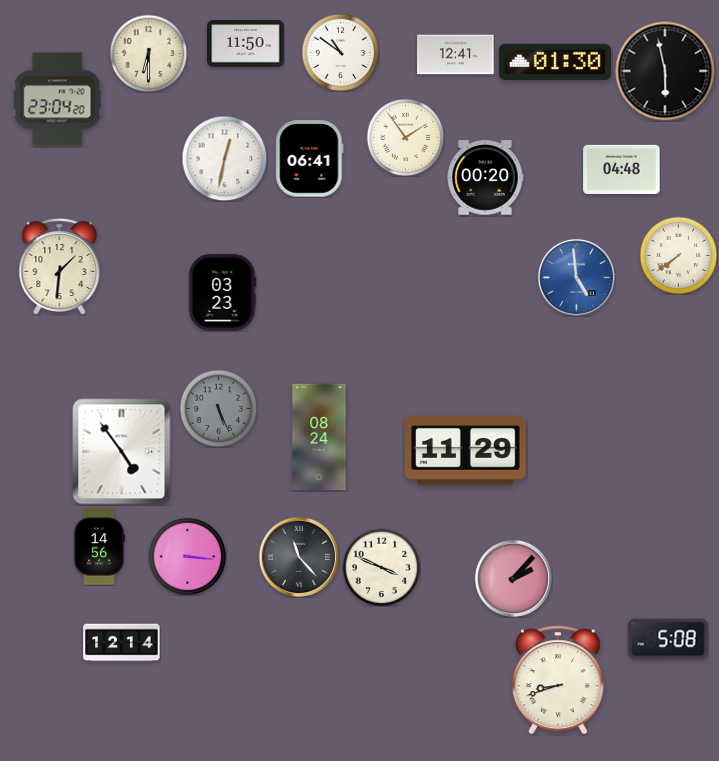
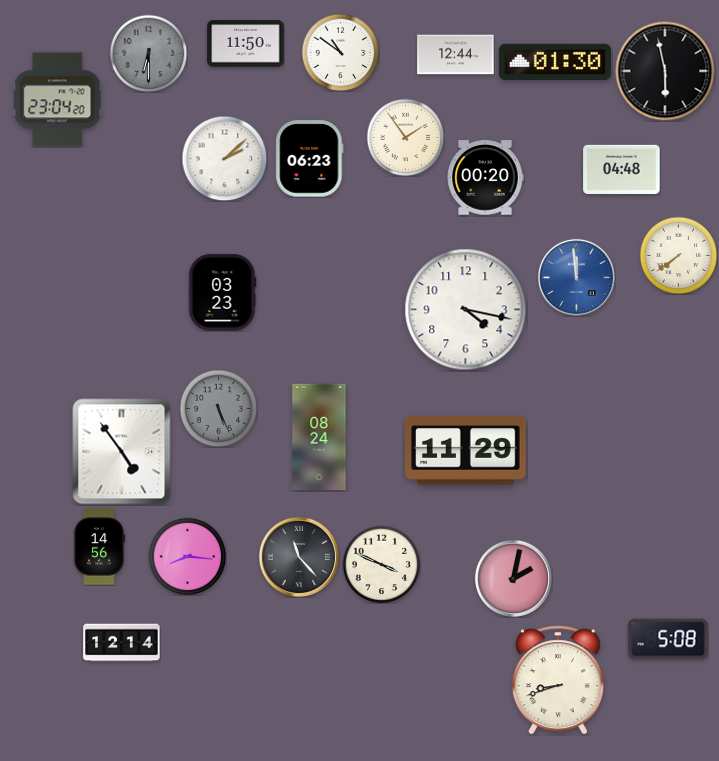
clock at (148, 53) dial: cream -> grey
clock at (456, 55): 12:41 -> 12:44
clock at (224, 158): 12:32 -> 2:08
clock at (310, 159): 06:41 -> 06:23
clock at (60, 267): 1:31 -> none
clock at (576, 277): 4:59 -> 11:59
clock at (466, 310): none -> 4:17
clock at (187, 556): 3:16 -> 8:16
clock at (381, 567) position: (381, 567) -> (381, 564)
clock at (513, 578): 2:07 -> 2:02
